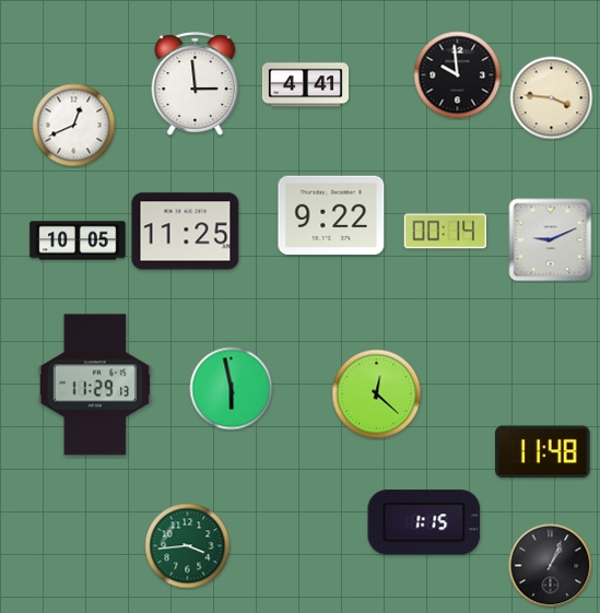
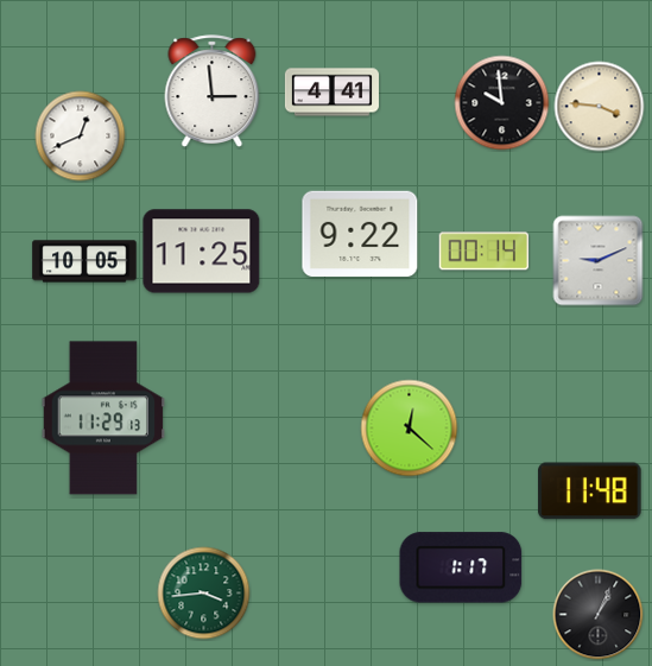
clock at (458, 75) position: (458, 75) -> (502, 103)
clock at (232, 389): 5:58 -> none
clock at (424, 522): 1:15 -> 1:17
